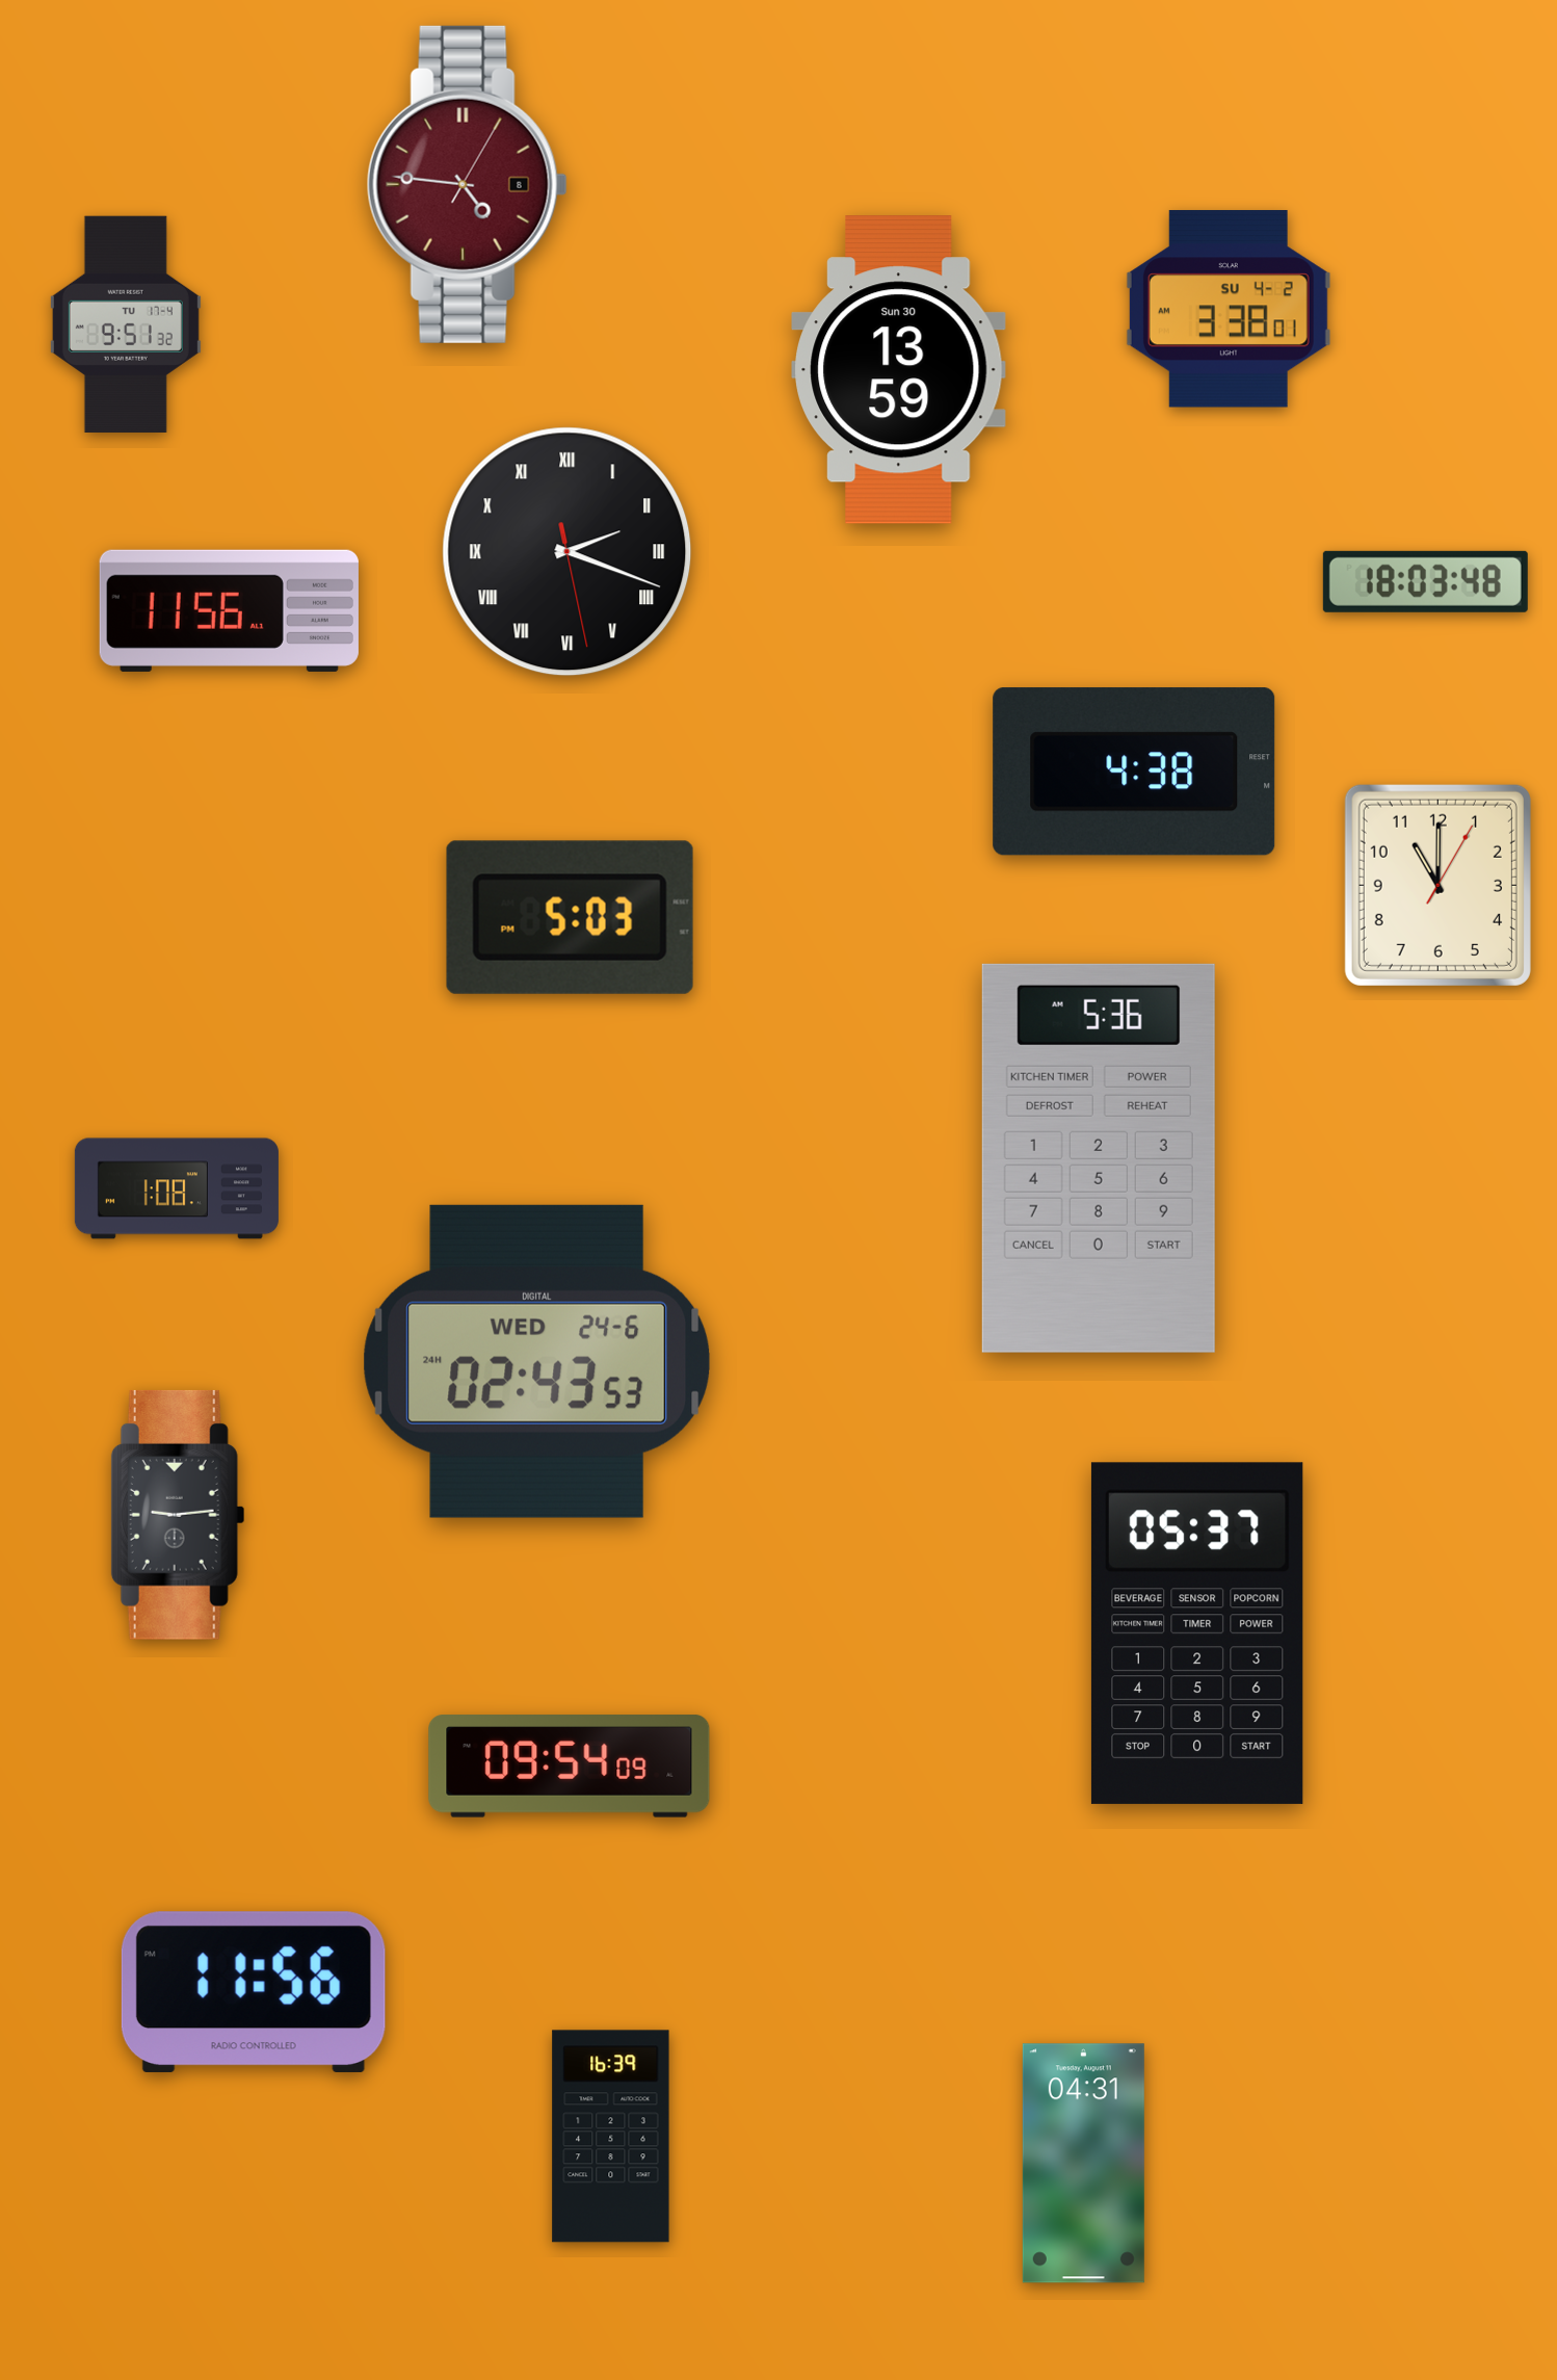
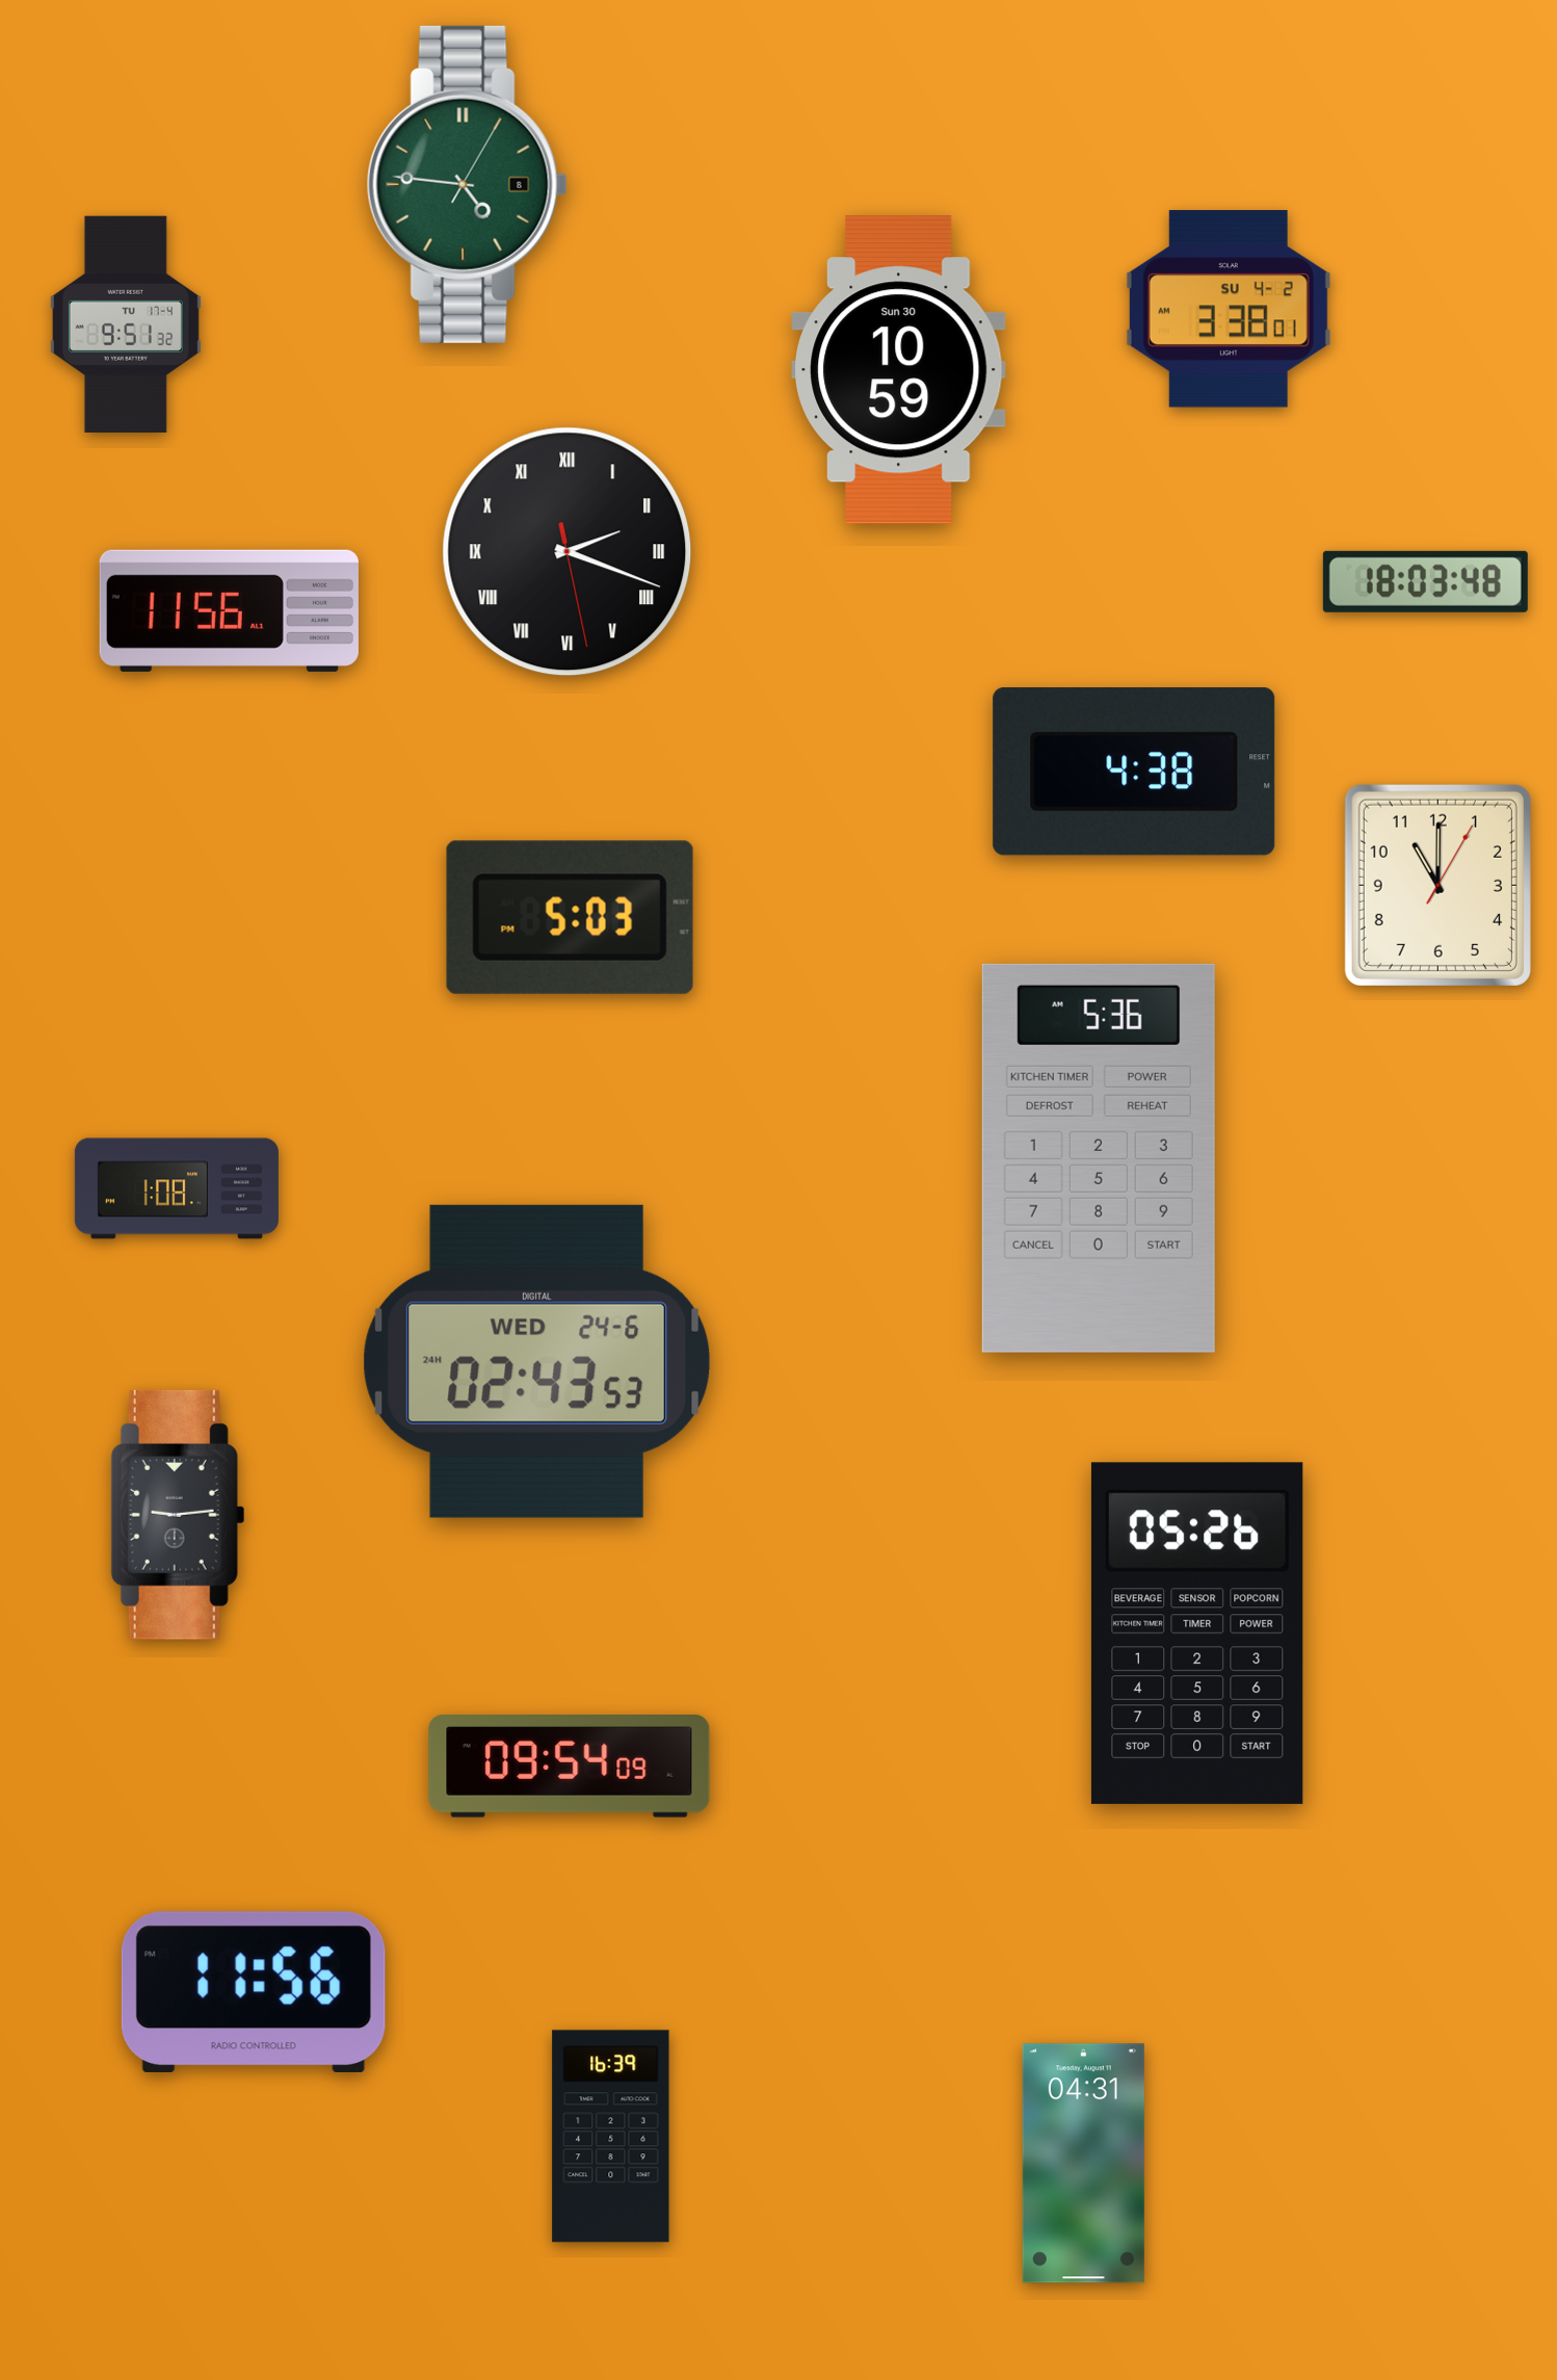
clock at (467, 184) dial: burgundy -> green
clock at (899, 370): 13:59 -> 10:59
clock at (1197, 1633): 05:37 -> 05:26
